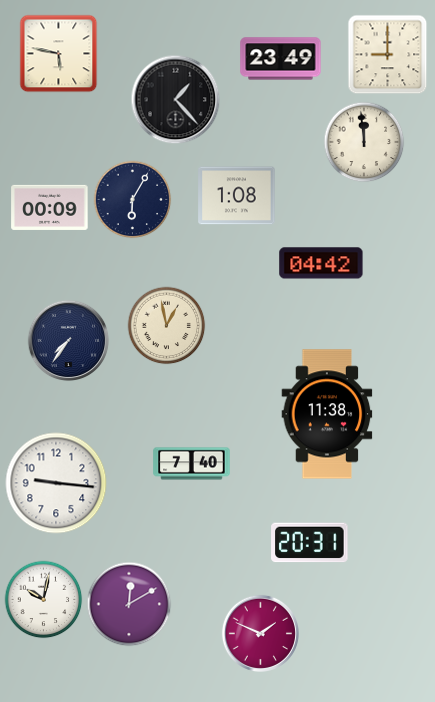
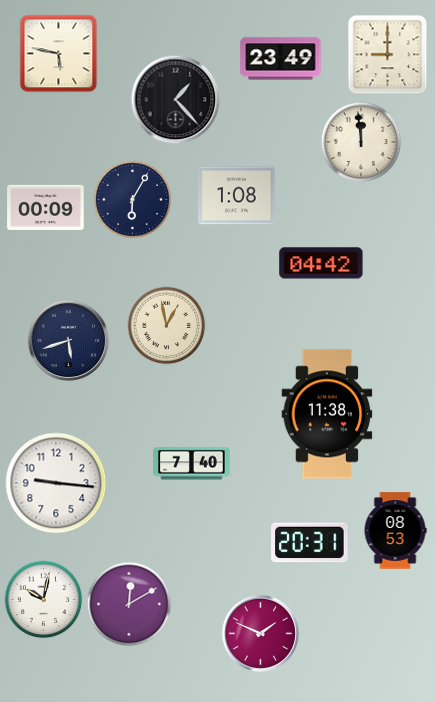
clock at (364, 142) position: (364, 142) -> (361, 142)
clock at (50, 207) position: (50, 207) -> (46, 207)
clock at (68, 340): 7:36 -> 5:42
clock at (395, 531): none -> 08:53
